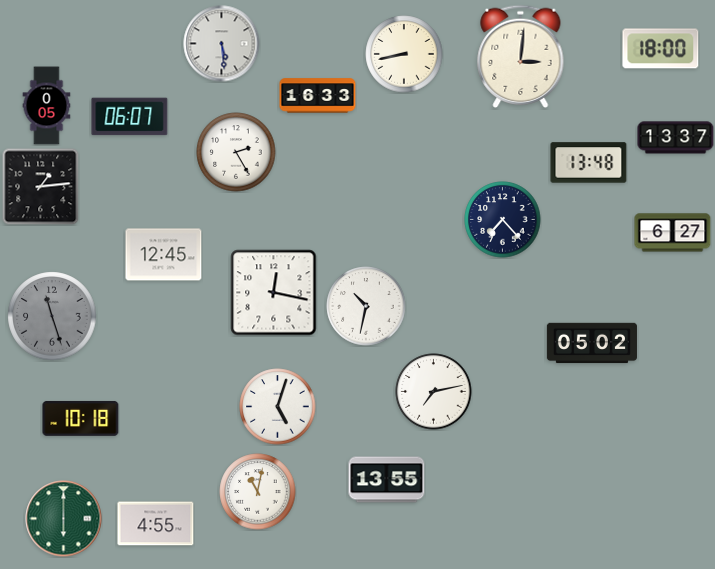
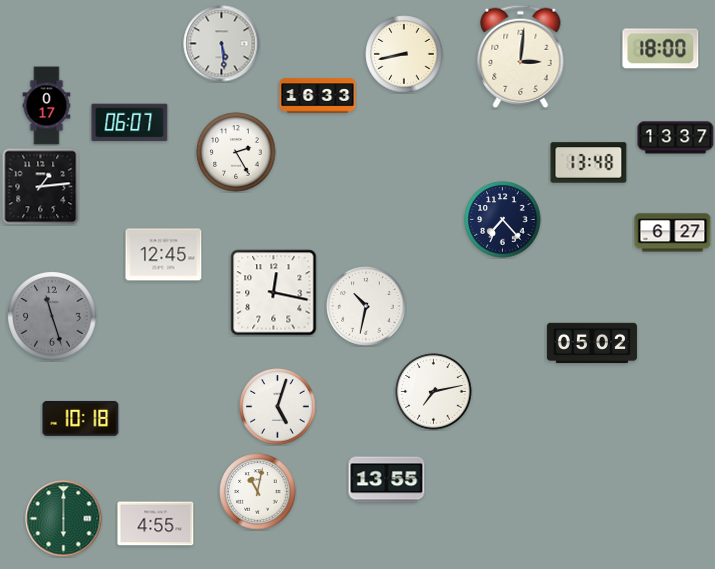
clock at (47, 106): 0:05 -> 0:17
clock at (130, 117) position: (130, 117) -> (130, 123)
